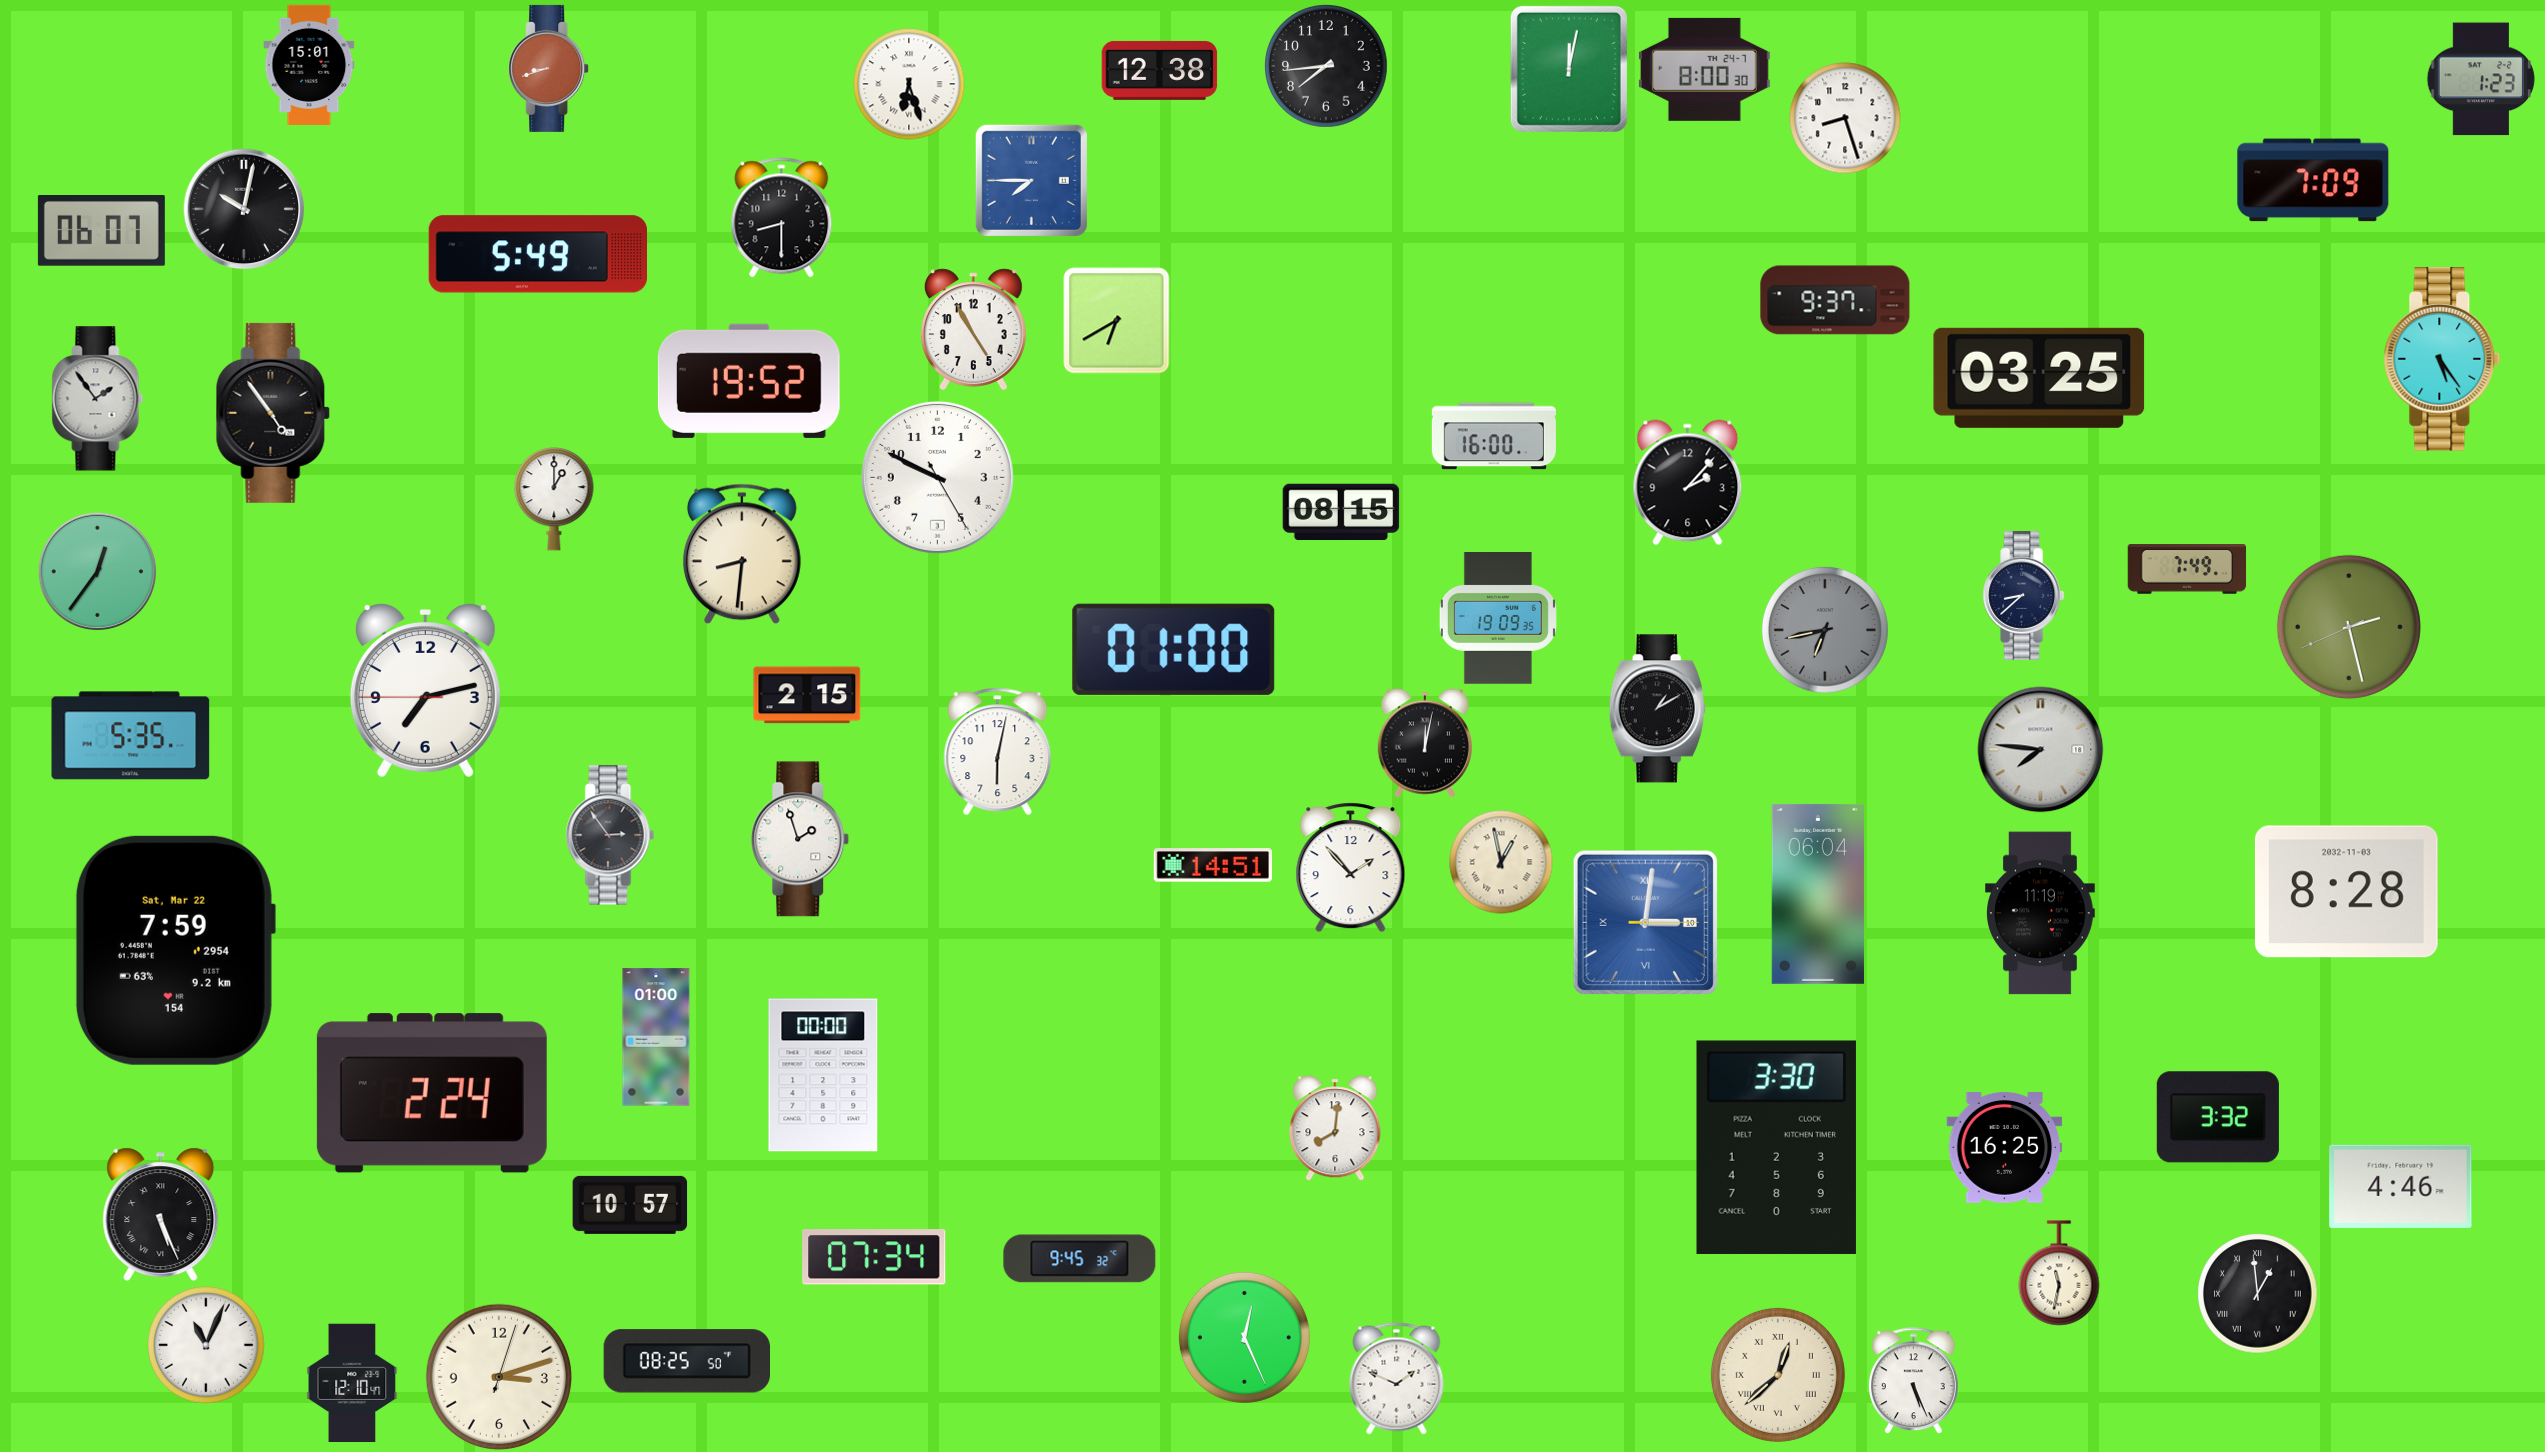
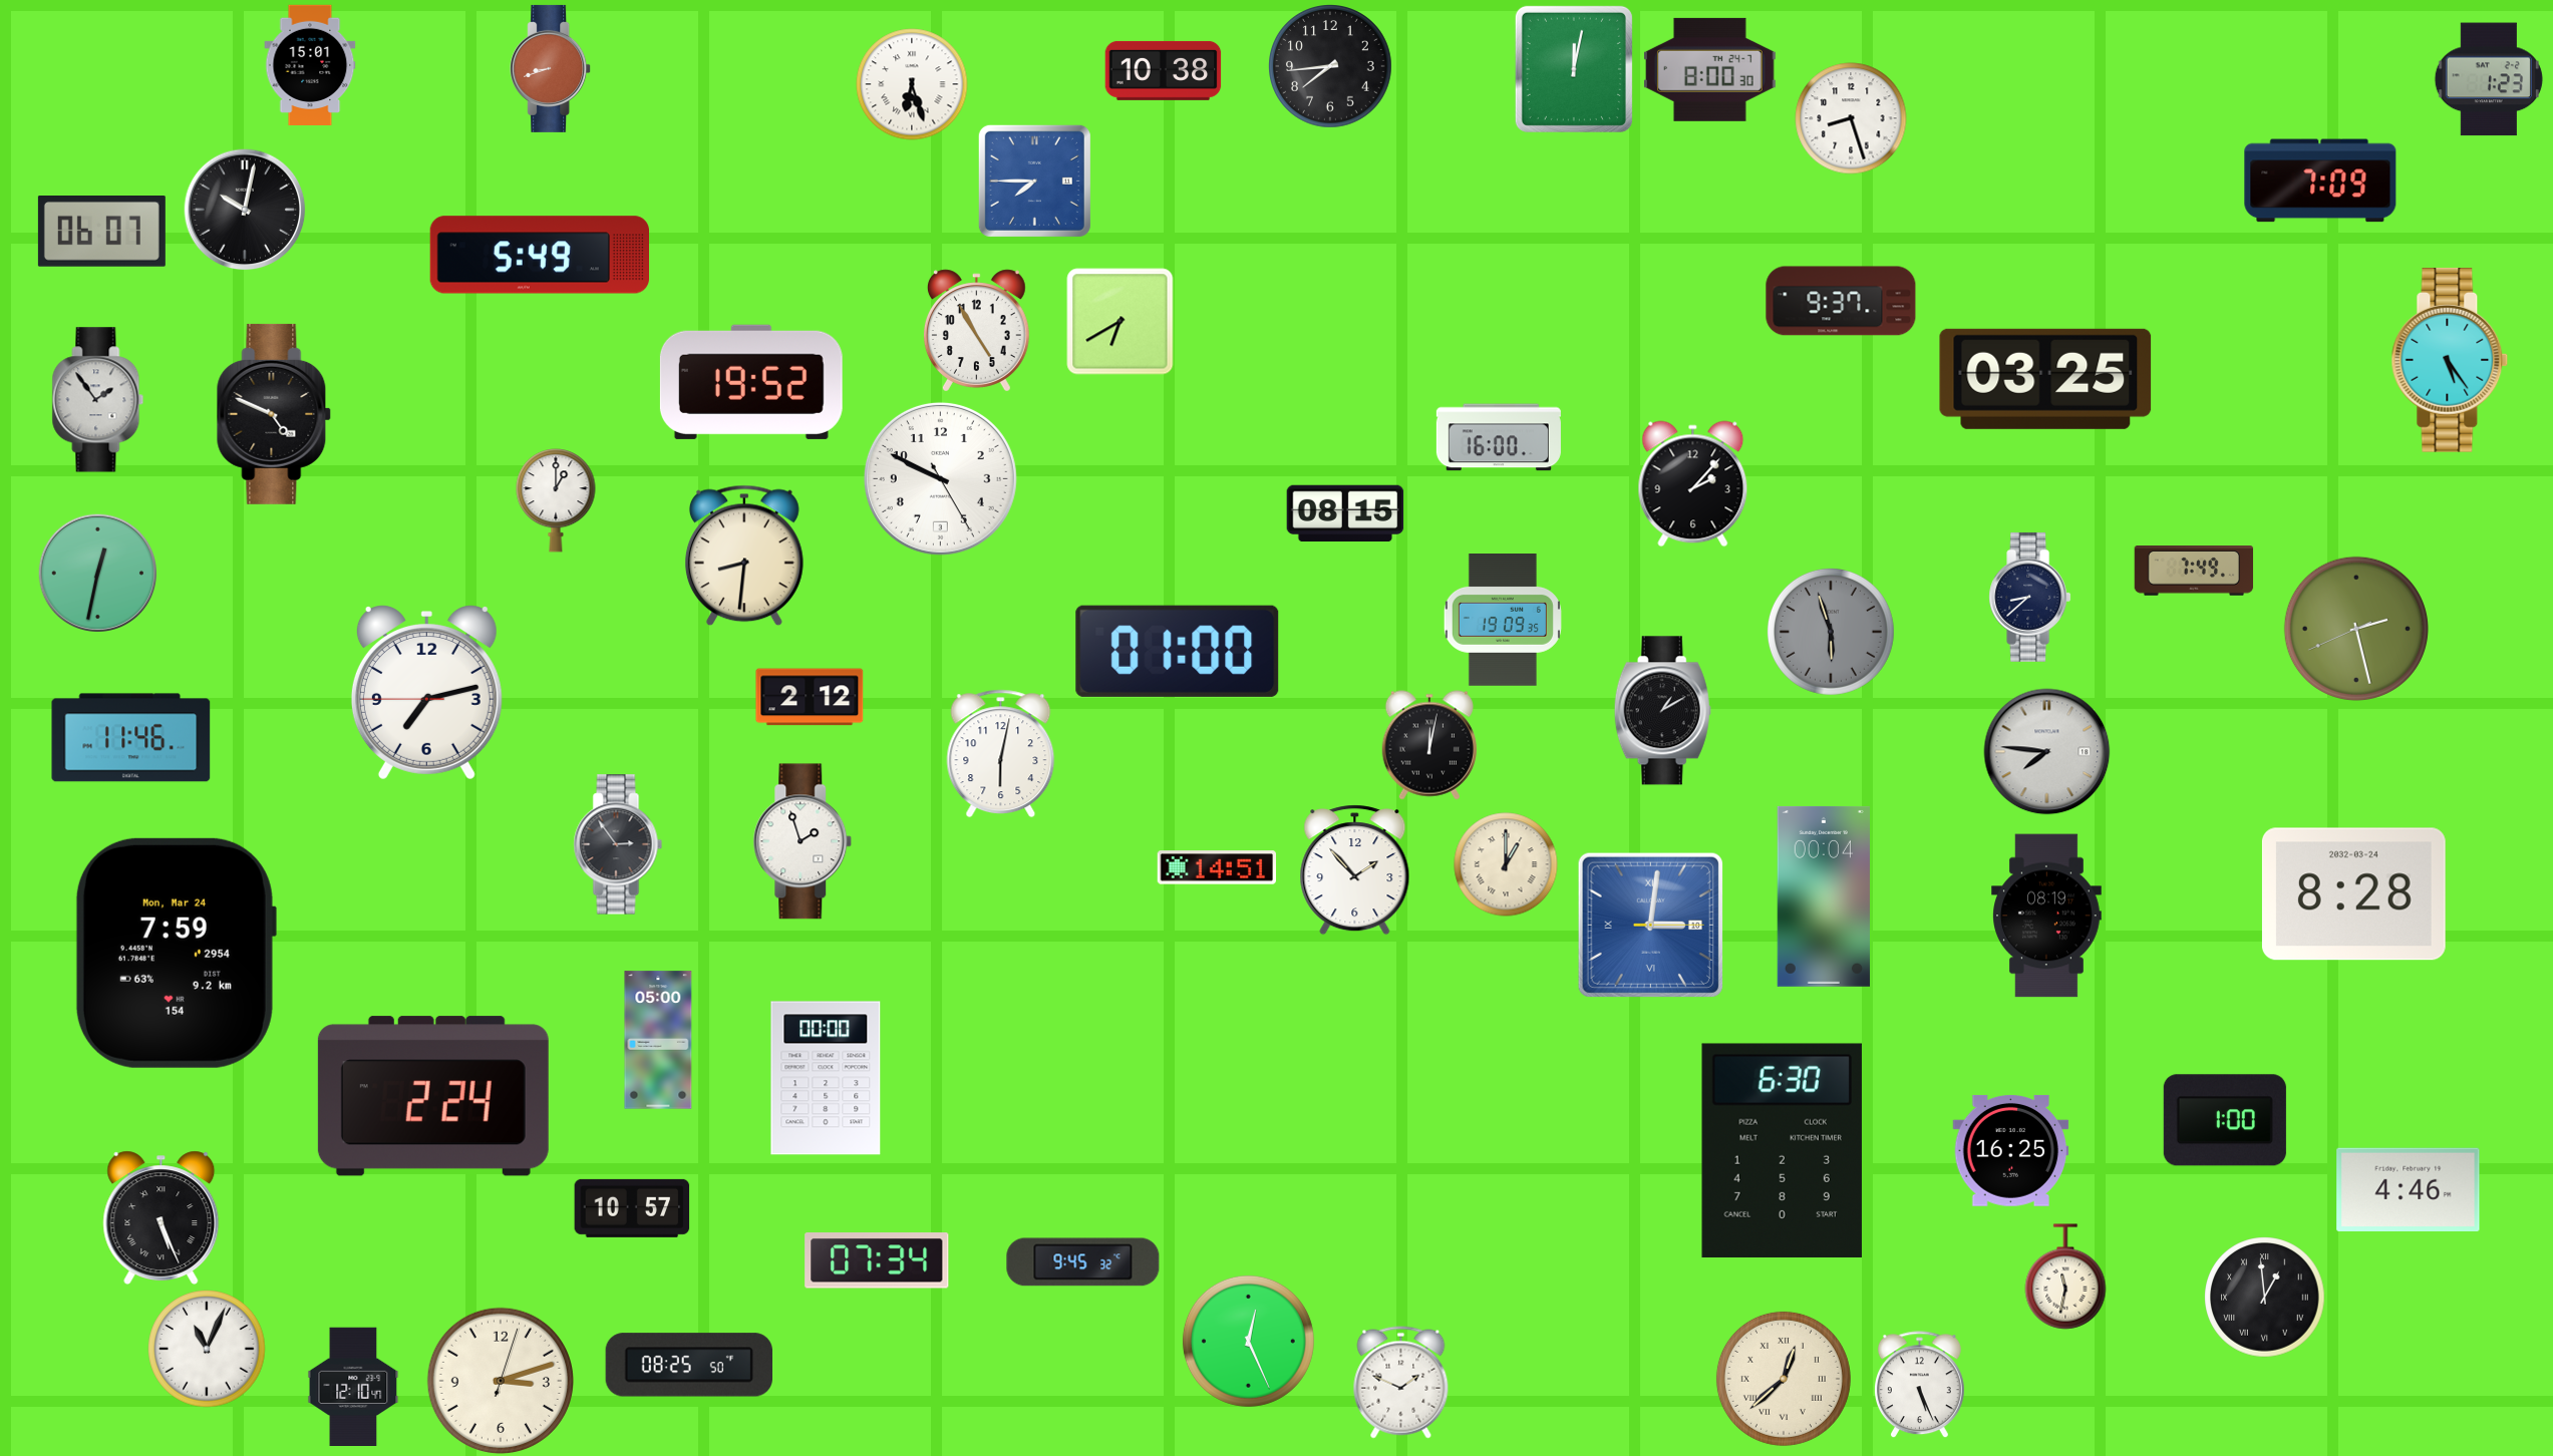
clock at (1160, 70): 12:38 -> 10:38
clock at (782, 218): 8:30 -> none
clock at (273, 413): 4:54 -> 4:49
clock at (97, 571): 12:36 -> 12:32
clock at (1825, 630): 6:43 -> 5:57
clock at (807, 695): 2:15 -> 2:12
clock at (131, 736): 5:35 -> 11:46
clock at (610, 835) position: (610, 835) -> (618, 844)
clock at (1501, 862): 12:58 -> 1:00
clock at (2346, 892) date: 2032-11-03 -> 2032-03-24
clock at (1818, 894): 06:04 -> 00:04
clock at (2041, 913): 11:19 -> 08:19
clock at (175, 950) date: Sat, Mar 22 -> Mon, Mar 24
clock at (656, 1037): 01:00 -> 05:00
clock at (2218, 1117): 3:32 -> 1:00
clock at (1335, 1128): 8:01 -> none
clock at (1776, 1147): 3:30 -> 6:30
